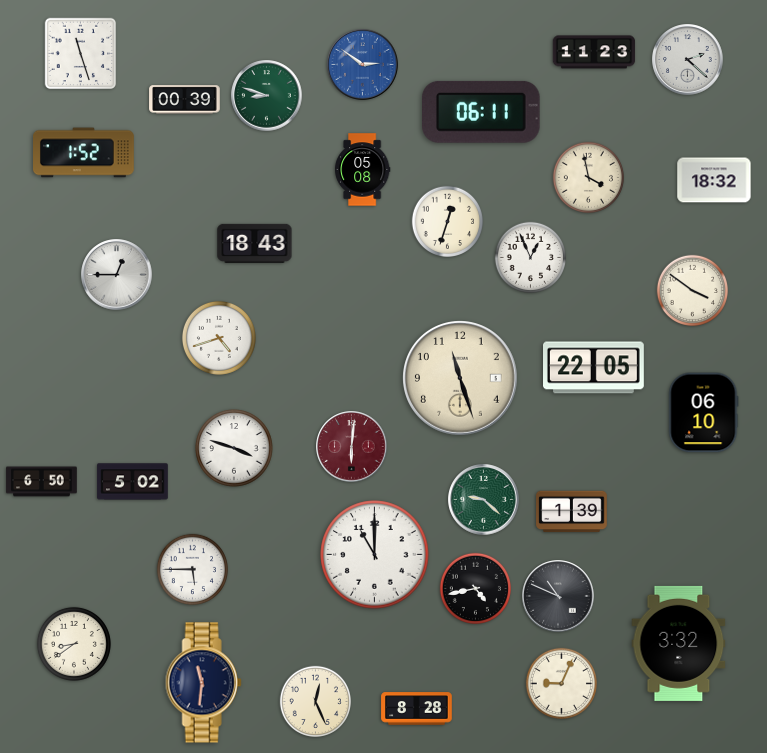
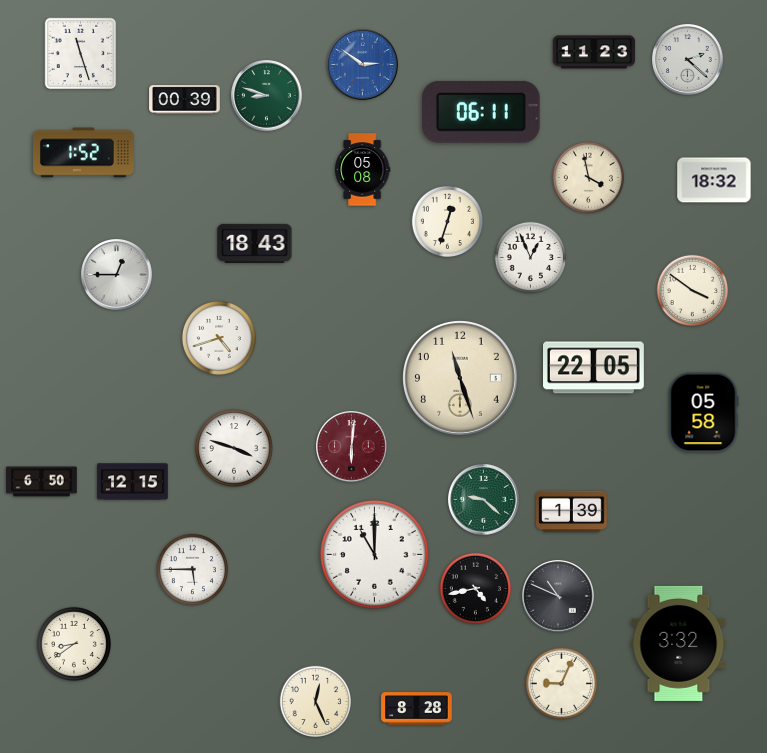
clock at (704, 413): 06:10 -> 05:58
clock at (133, 482): 5:02 -> 12:15
clock at (203, 683): 11:31 -> none
